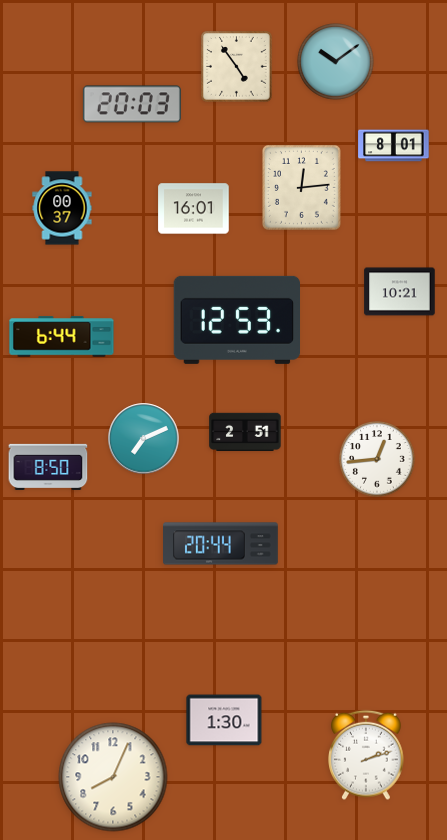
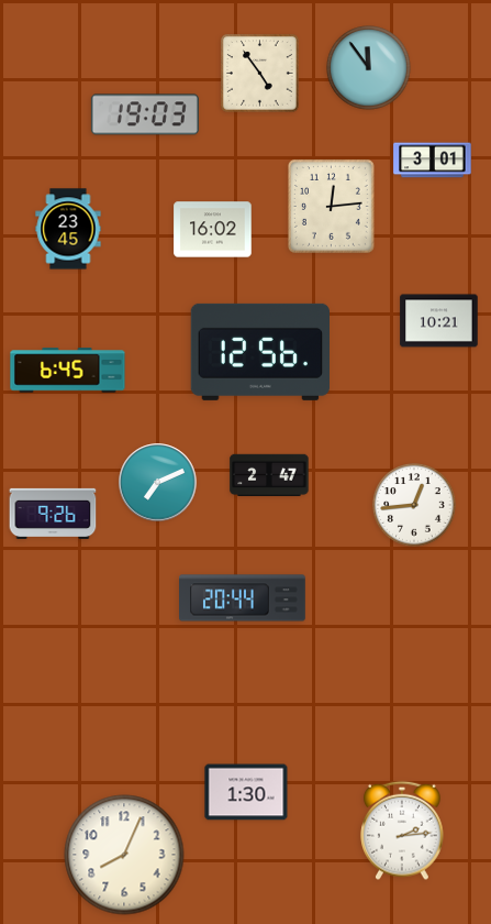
clock at (336, 62): 10:09 -> 11:54
clock at (132, 104): 20:03 -> 19:03
clock at (394, 146): 8:01 -> 3:01
clock at (62, 208): 00:37 -> 23:45
clock at (194, 209): 16:01 -> 16:02
clock at (236, 320): 12:53 -> 12:56
clock at (62, 337): 6:44 -> 6:45
clock at (245, 432): 2:51 -> 2:47
clock at (48, 467): 8:50 -> 9:26
clock at (366, 755): 2:12 -> 2:14
